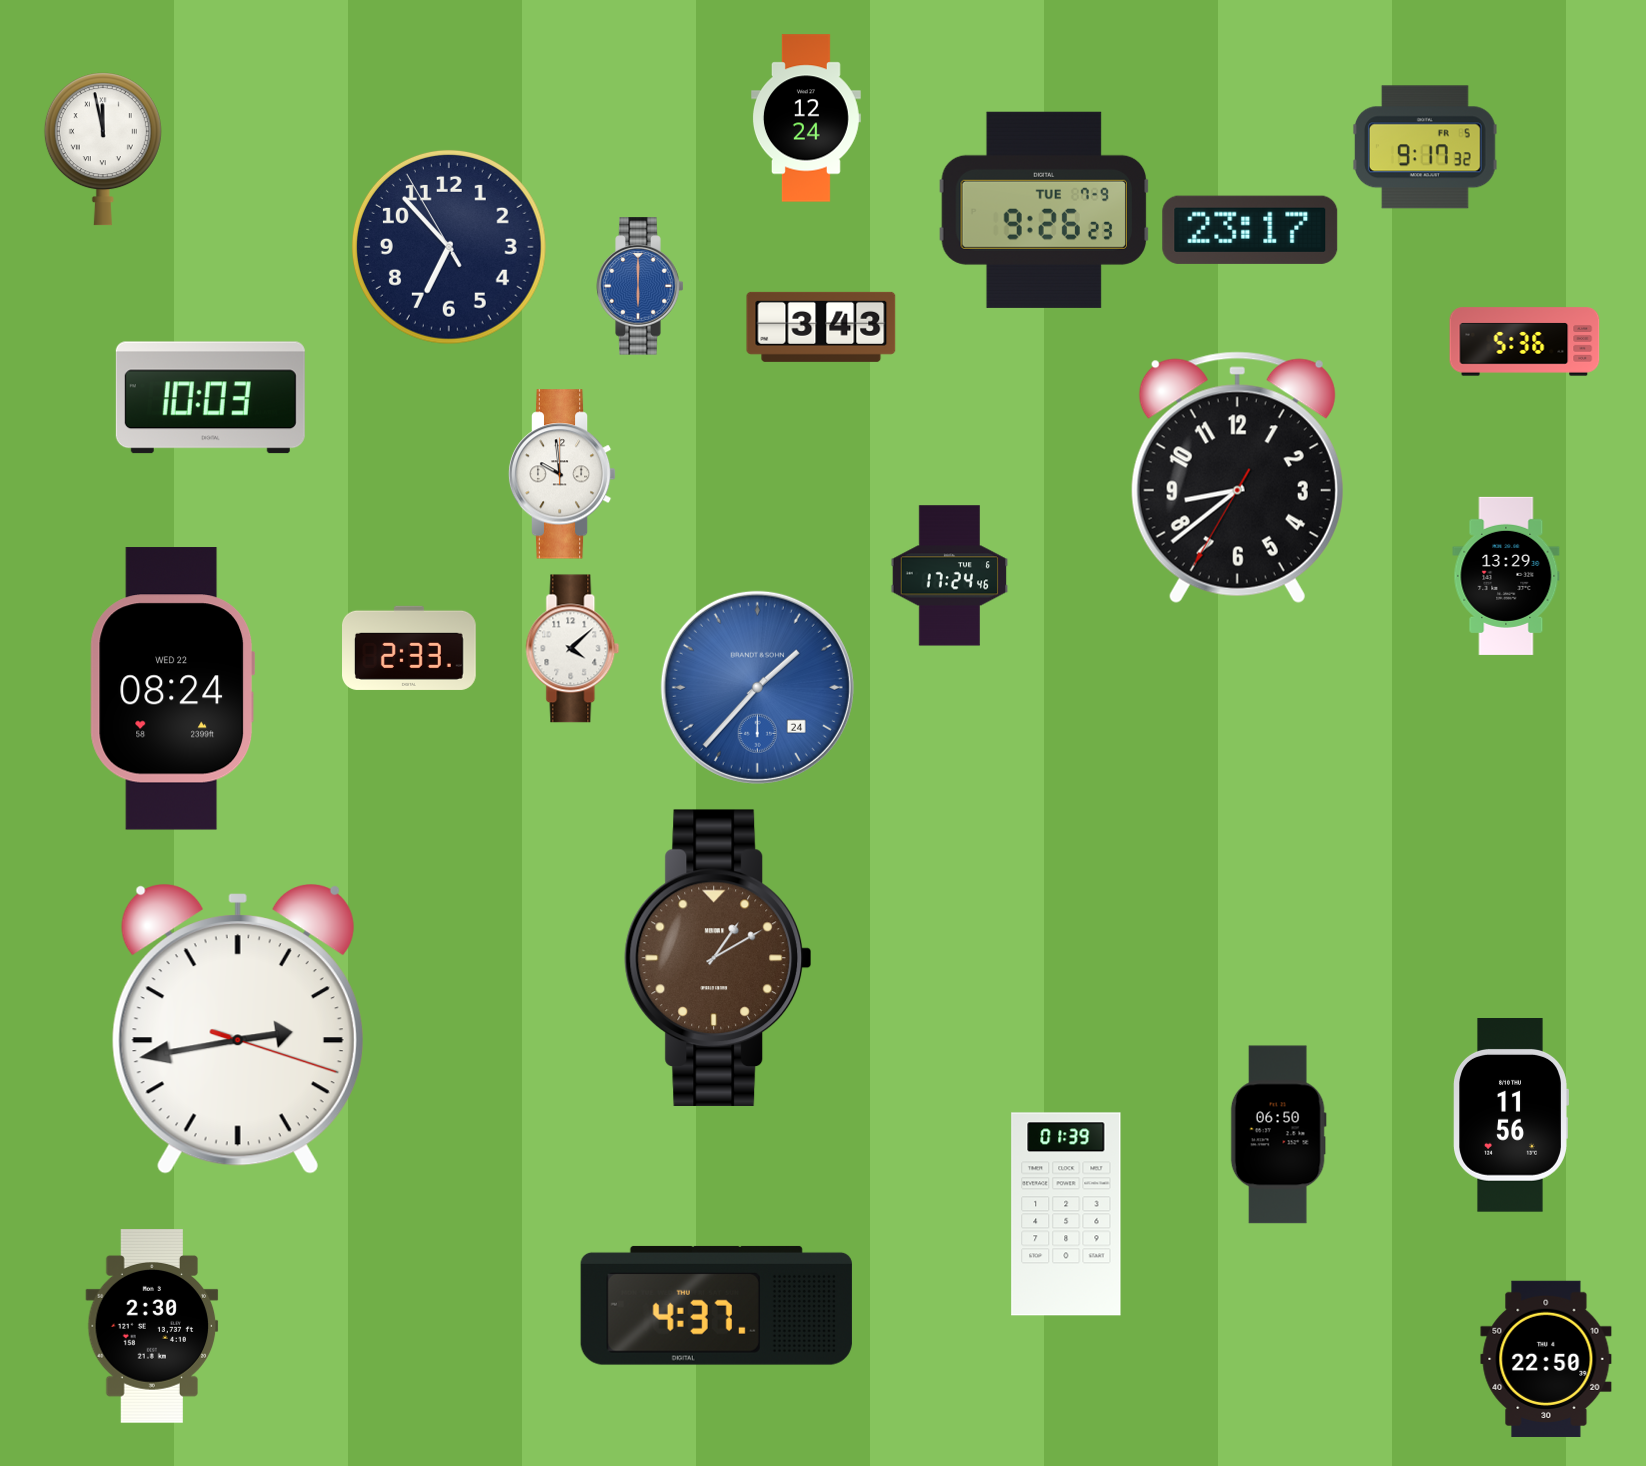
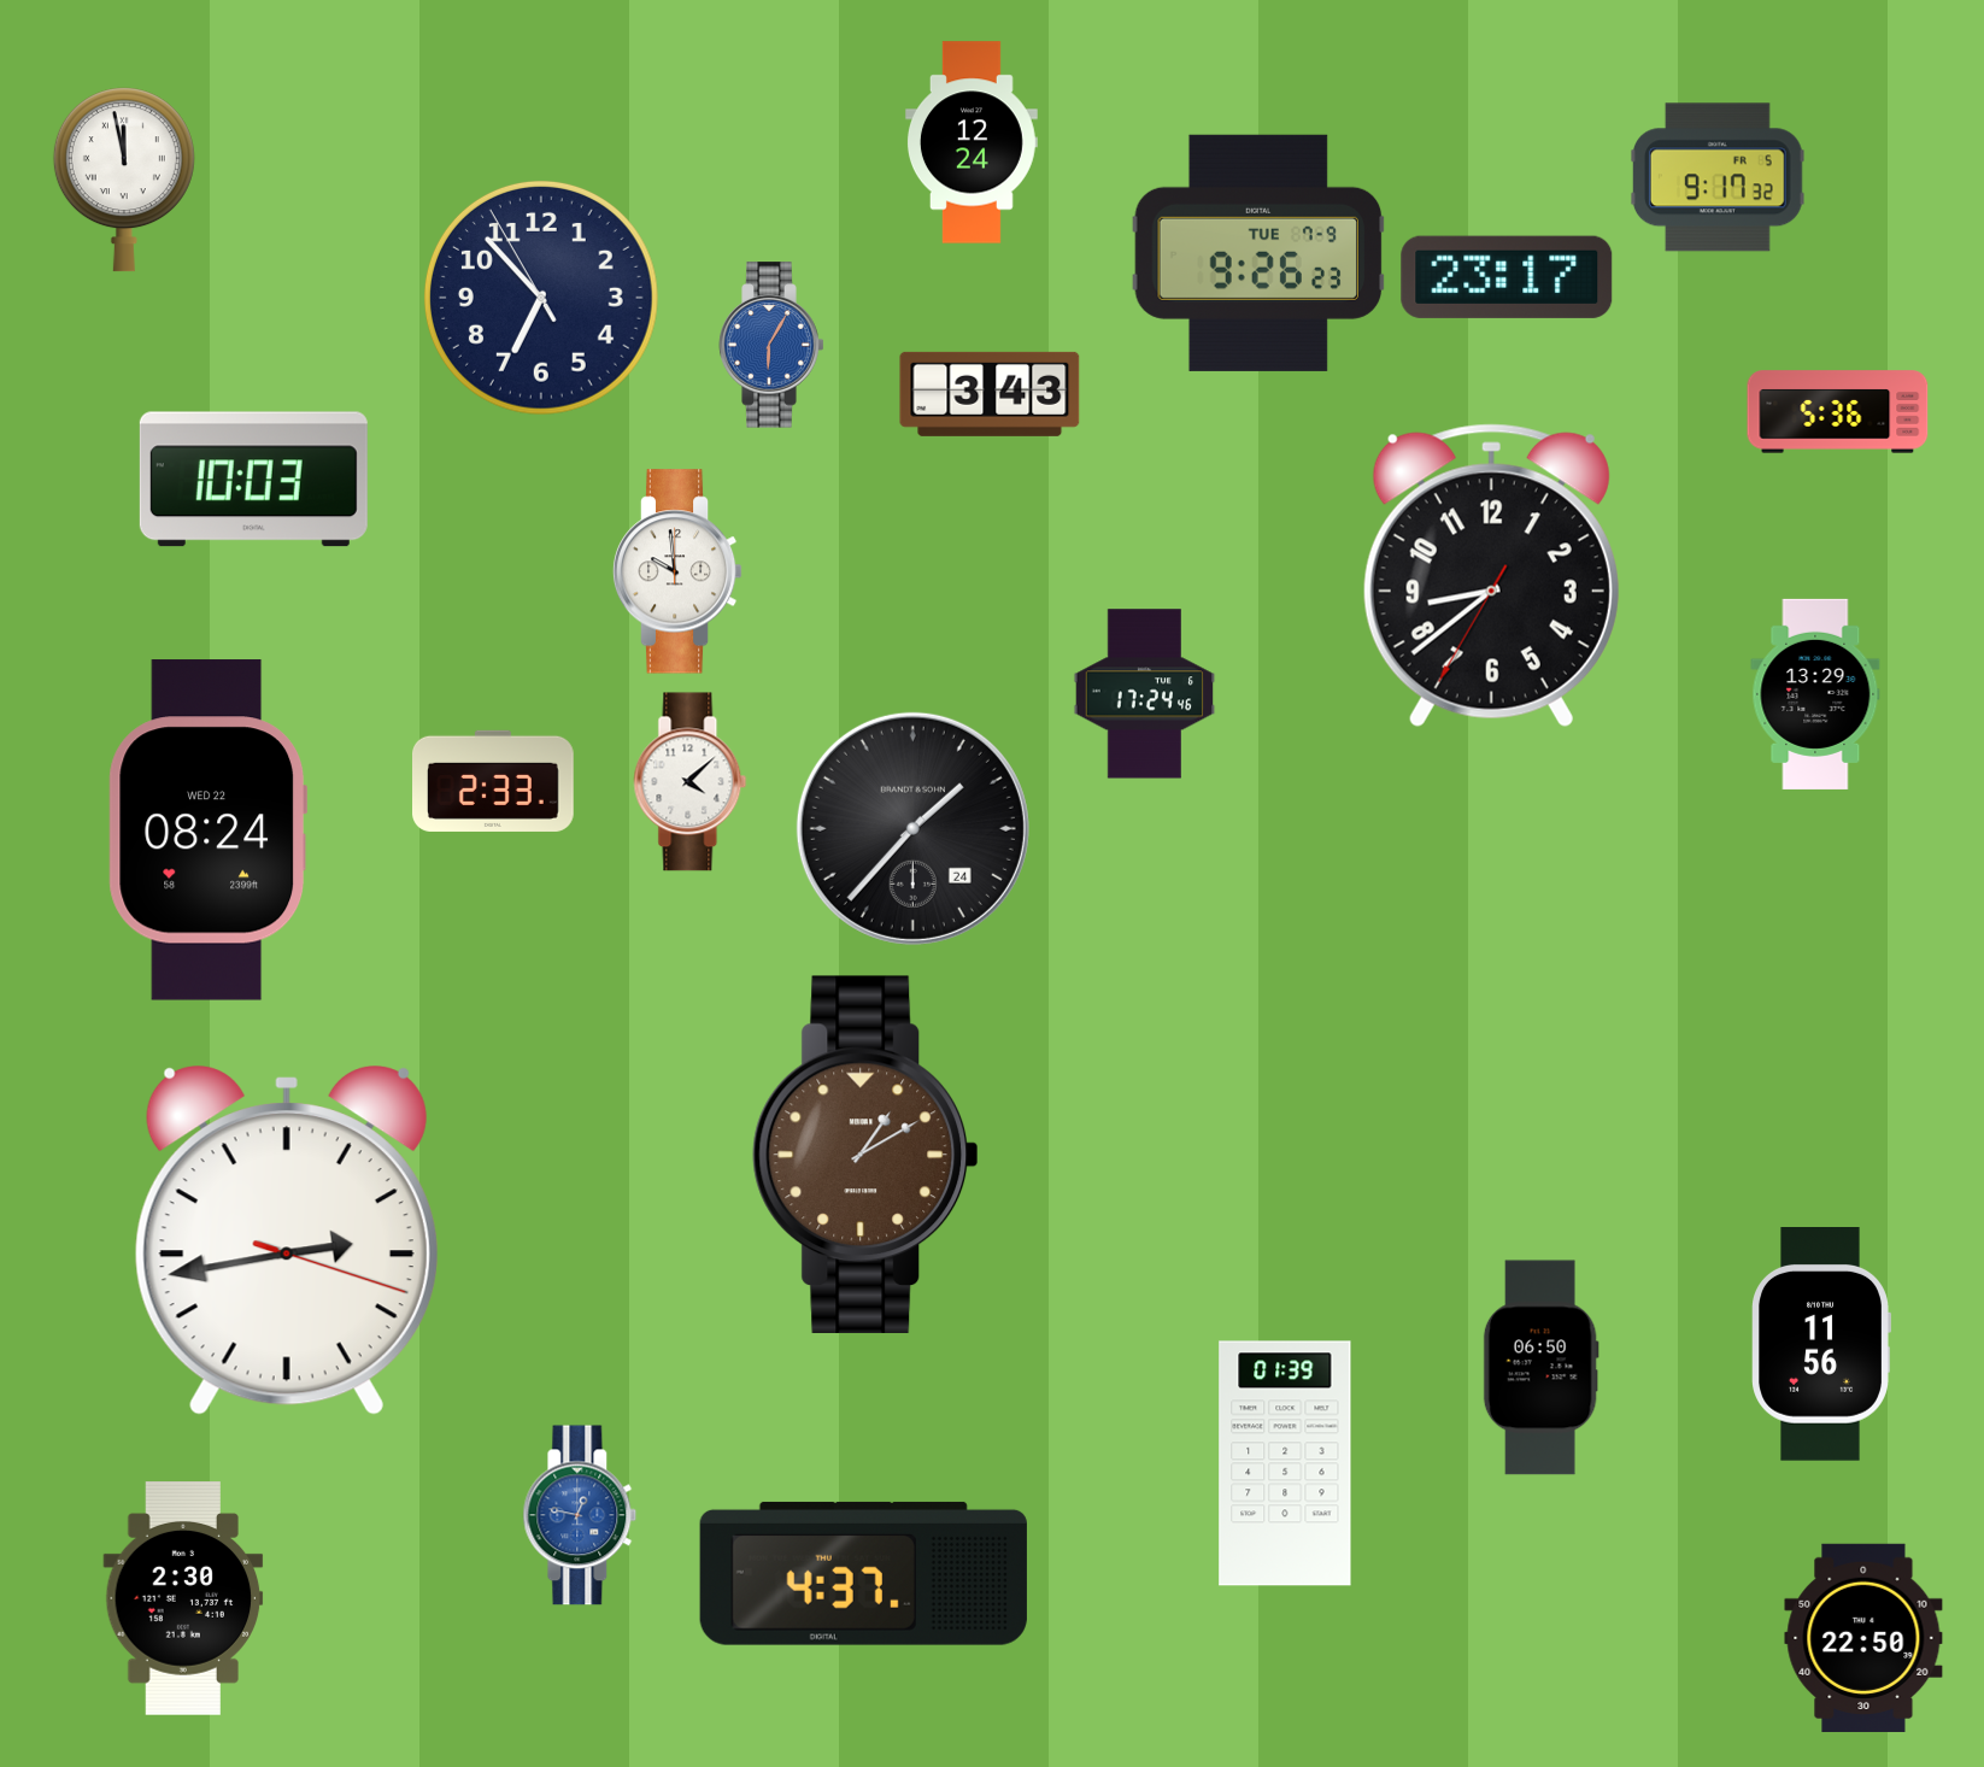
clock at (640, 286): 6:00 -> 6:05
clock at (757, 687) dial: blue -> black
clock at (580, 1515): none -> 12:47
